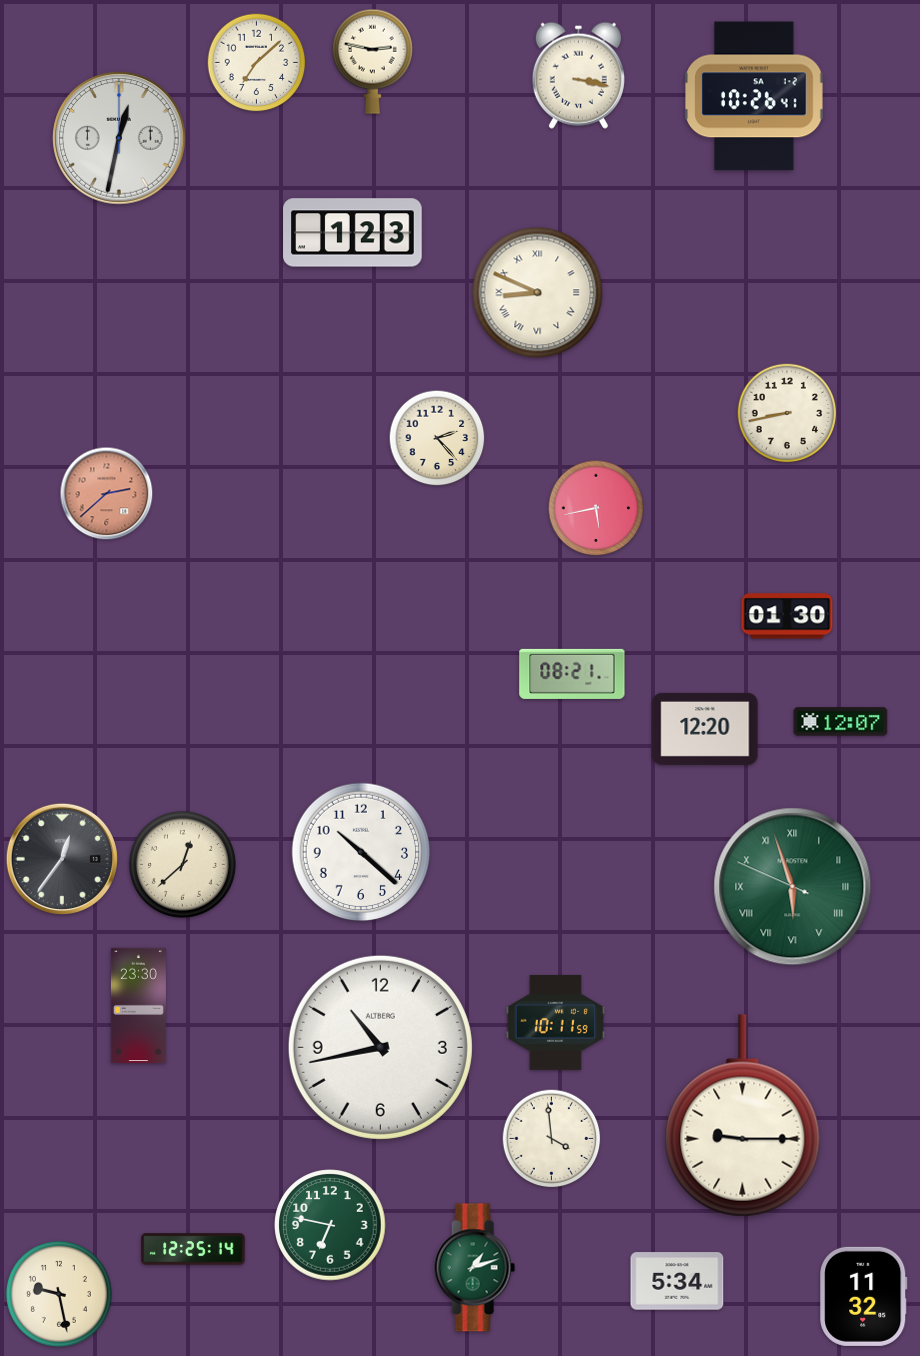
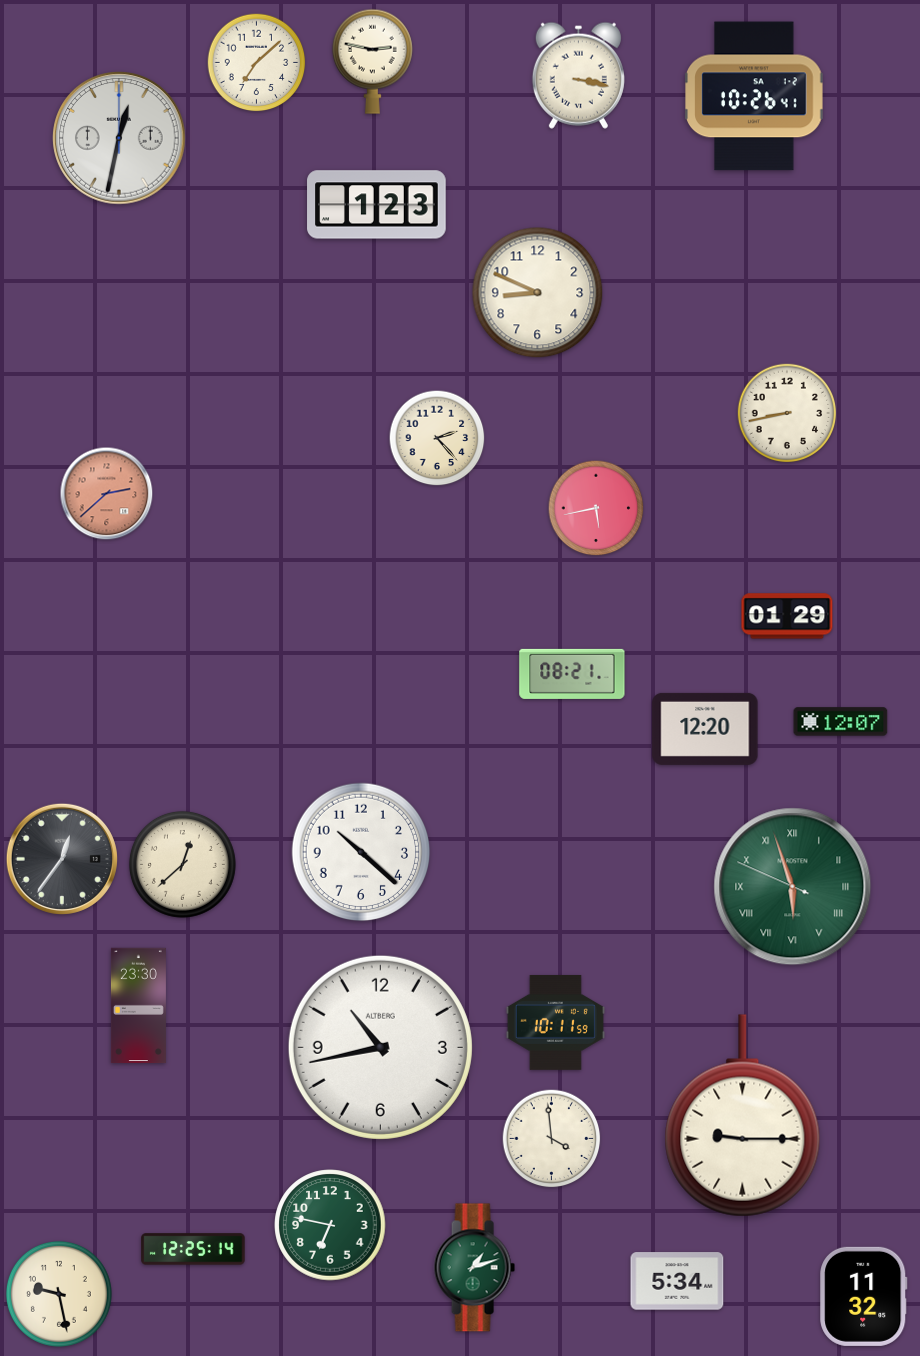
clock at (353, 233) position: (353, 233) -> (377, 205)
clock at (538, 293) numerals: Roman -> Arabic
clock at (787, 616): 01:30 -> 01:29
